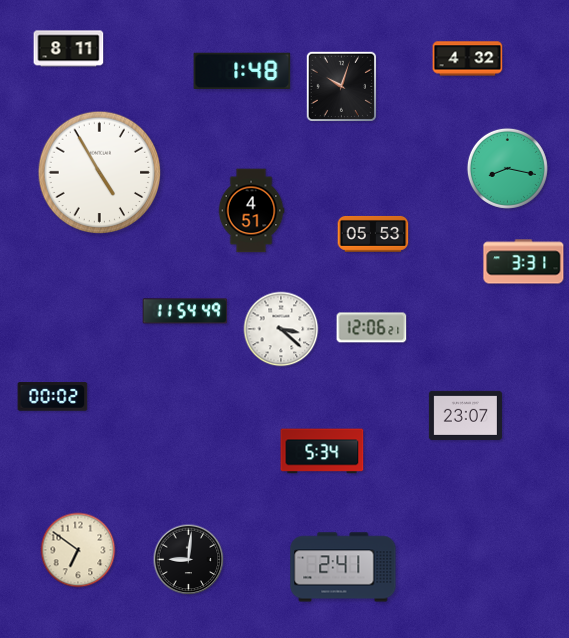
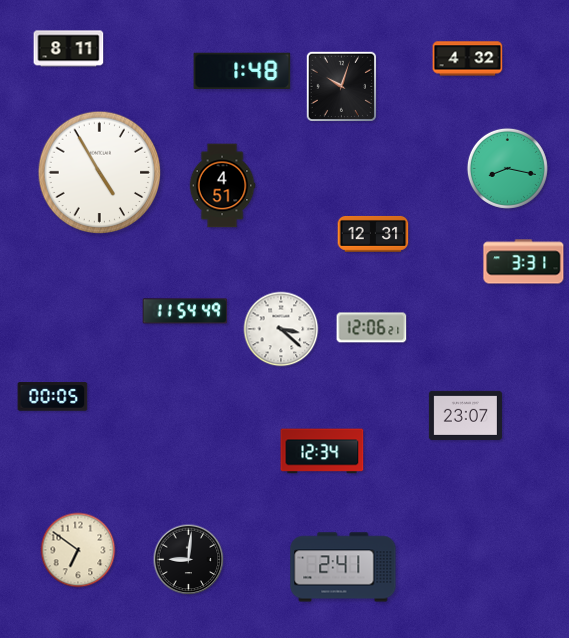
clock at (251, 211) position: (251, 211) -> (222, 186)
clock at (373, 234): 05:53 -> 12:31
clock at (53, 397): 00:02 -> 00:05
clock at (322, 451): 5:34 -> 12:34
